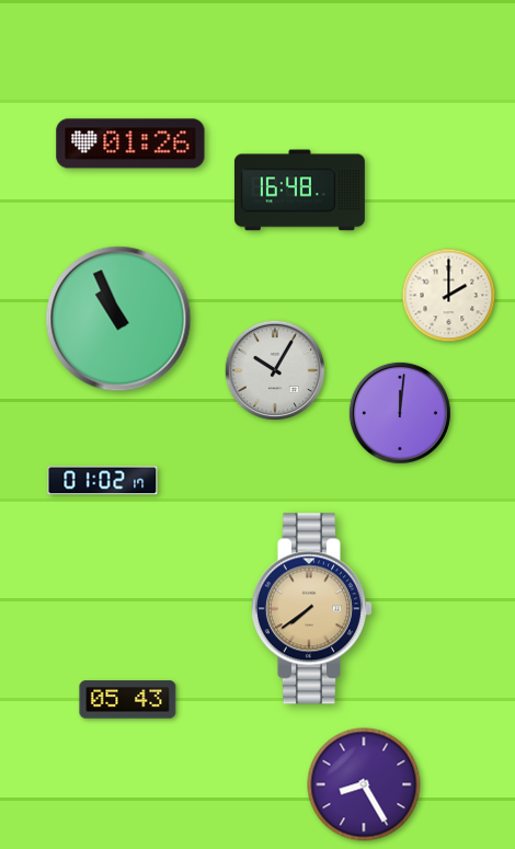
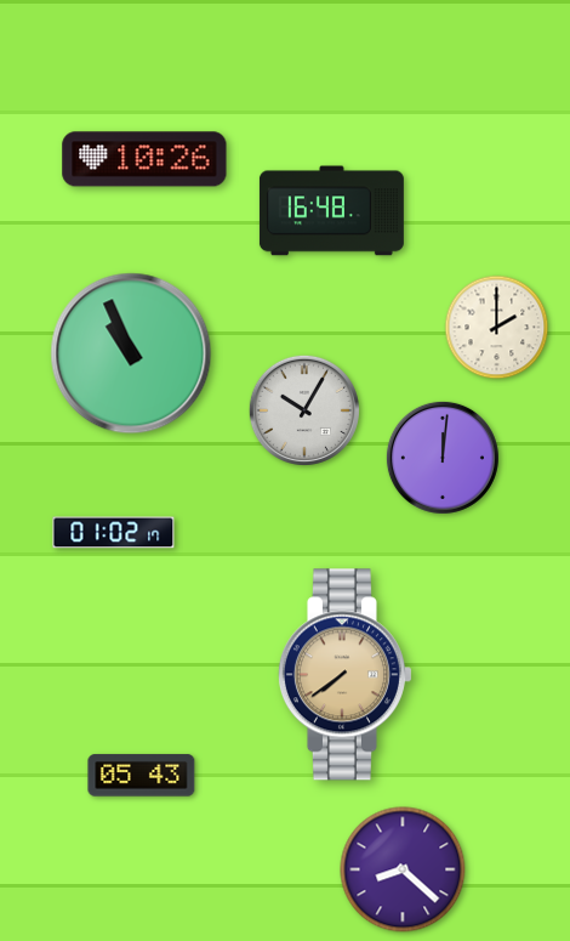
clock at (130, 144): 01:26 -> 10:26
clock at (364, 784): 8:25 -> 8:22
